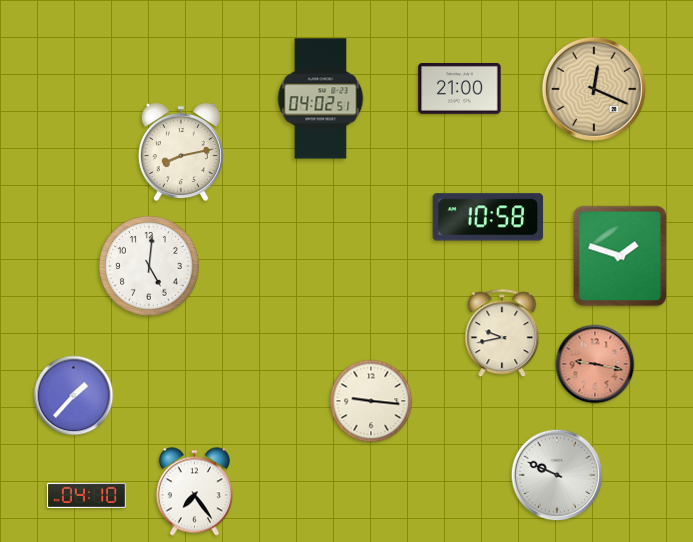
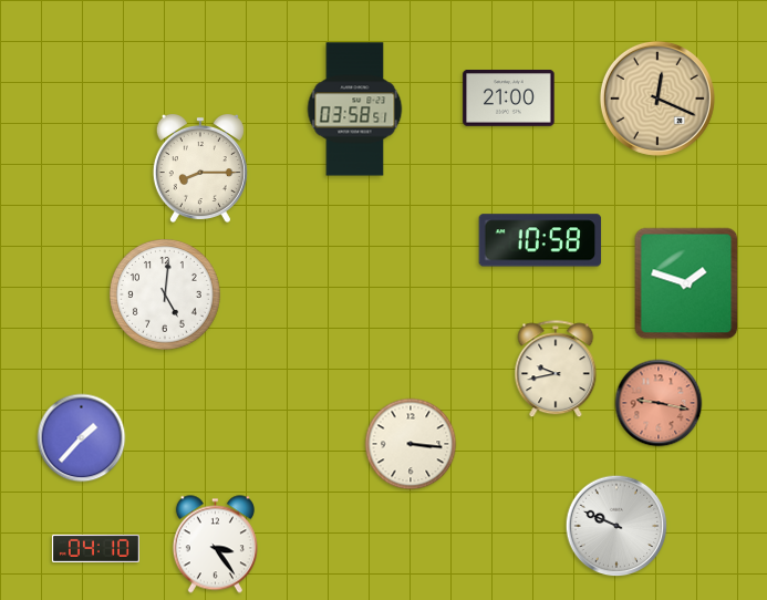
clock at (321, 99): 04:02 -> 03:58
clock at (181, 152): 8:13 -> 8:15
clock at (371, 401): 9:16 -> 3:16
clock at (194, 492): 7:24 -> 3:24
